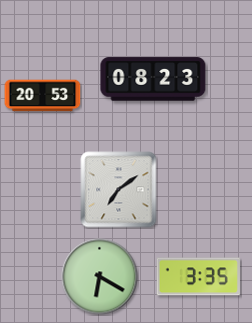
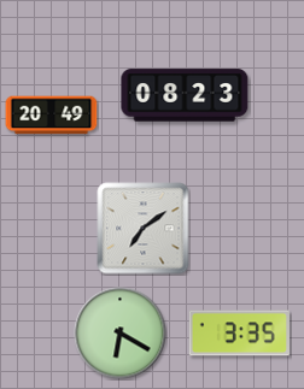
clock at (43, 96): 20:53 -> 20:49
